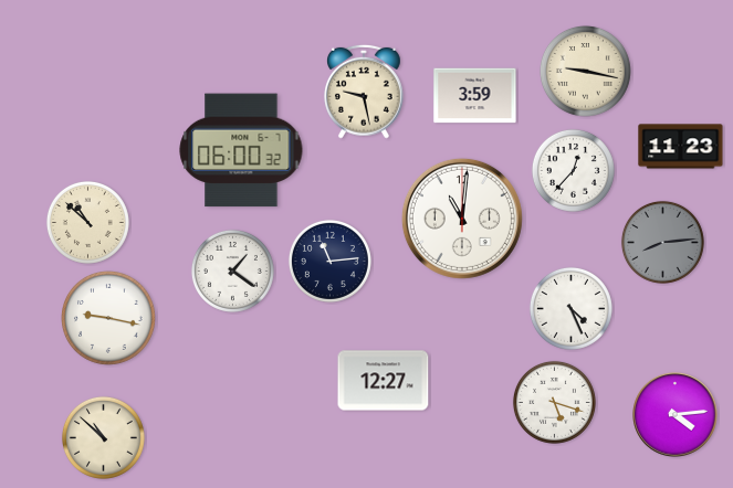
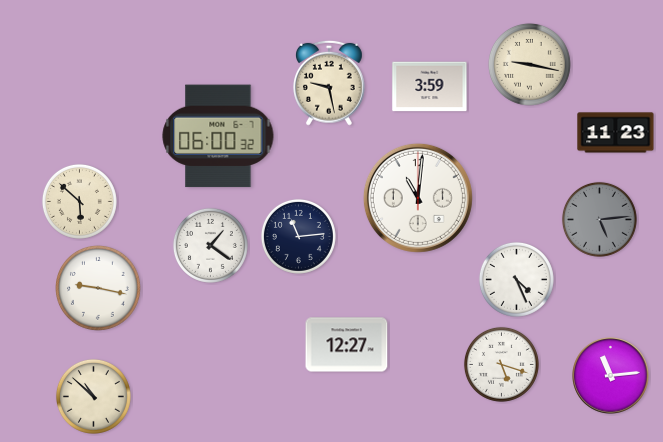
clock at (573, 170): 12:37 -> none
clock at (87, 222): 10:52 -> 5:52
clock at (662, 242): 8:14 -> 5:14
clock at (676, 415): 4:14 -> 11:14
